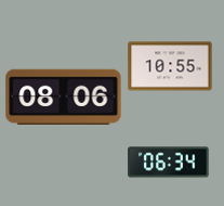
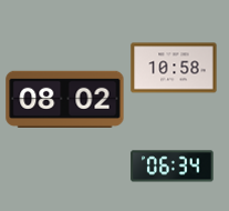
clock at (170, 66): 10:55 -> 10:58
clock at (64, 96): 08:06 -> 08:02
